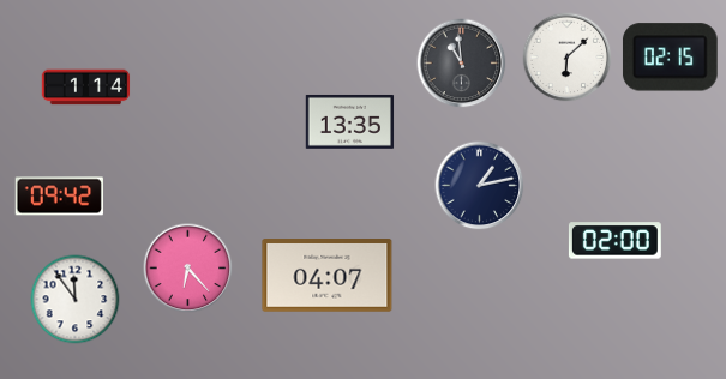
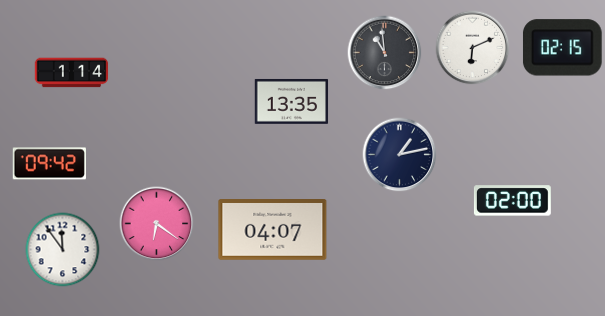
clock at (568, 58): 6:08 -> 6:11
clock at (670, 58) position: (670, 58) -> (562, 48)
clock at (188, 269): 6:23 -> 6:21
